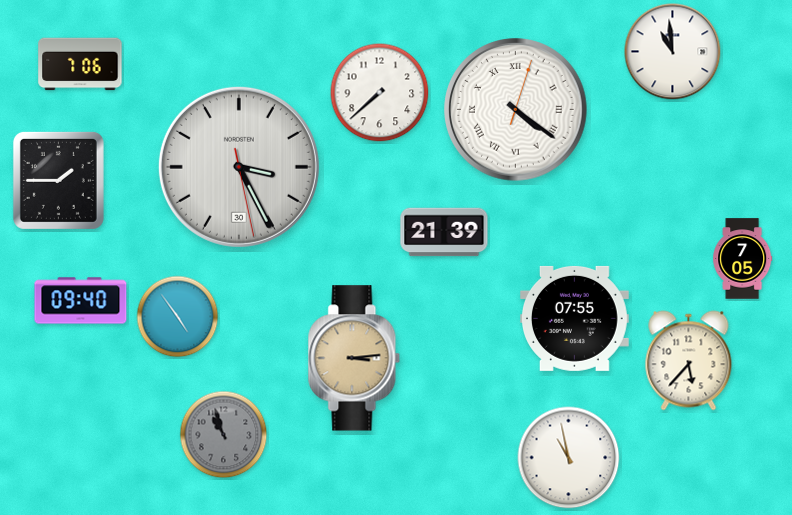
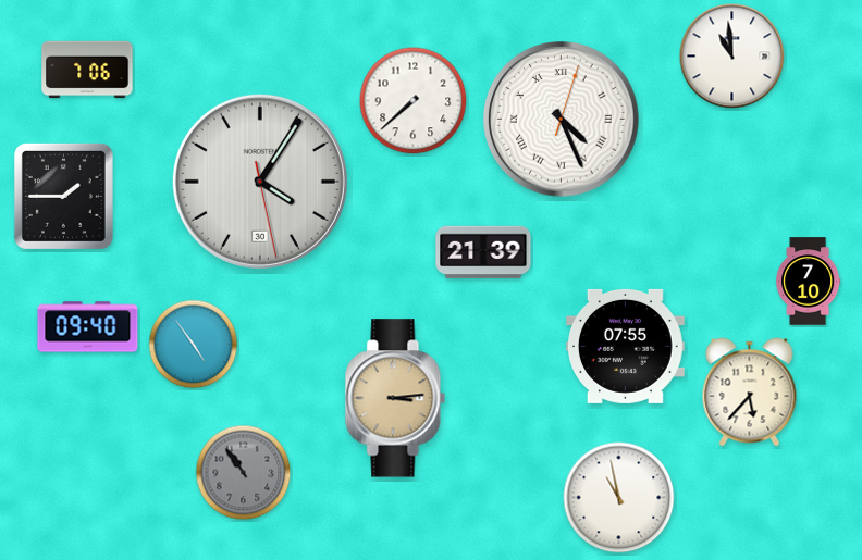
clock at (516, 110): 4:21 -> 4:26
clock at (239, 167): 3:25 -> 4:05
clock at (743, 259): 7:05 -> 7:10
clock at (354, 358) position: (354, 358) -> (395, 398)
clock at (224, 435): 10:57 -> 10:54
